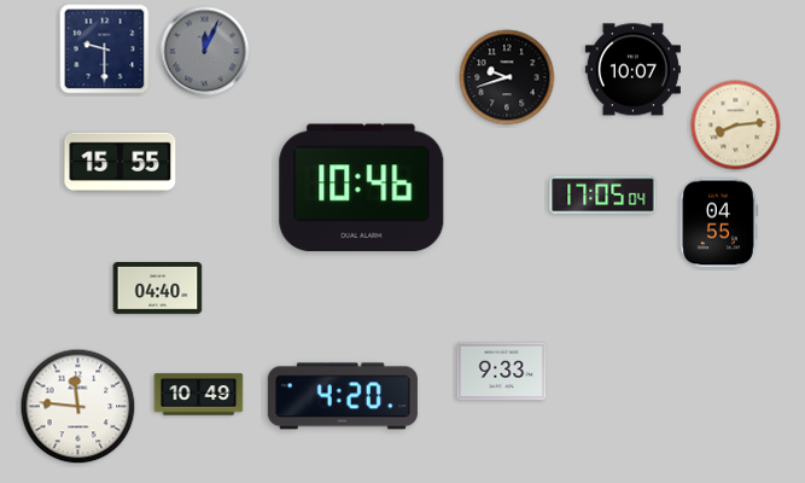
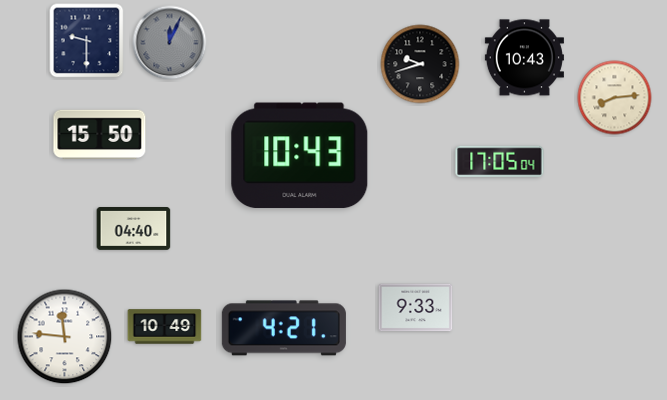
clock at (632, 70): 10:07 -> 10:43
clock at (736, 126) position: (736, 126) -> (615, 98)
clock at (121, 163): 15:55 -> 15:50
clock at (362, 188): 10:46 -> 10:43
clock at (718, 223): 04:55 -> none
clock at (158, 289) position: (158, 289) -> (134, 229)
clock at (343, 396): 4:20 -> 4:21
